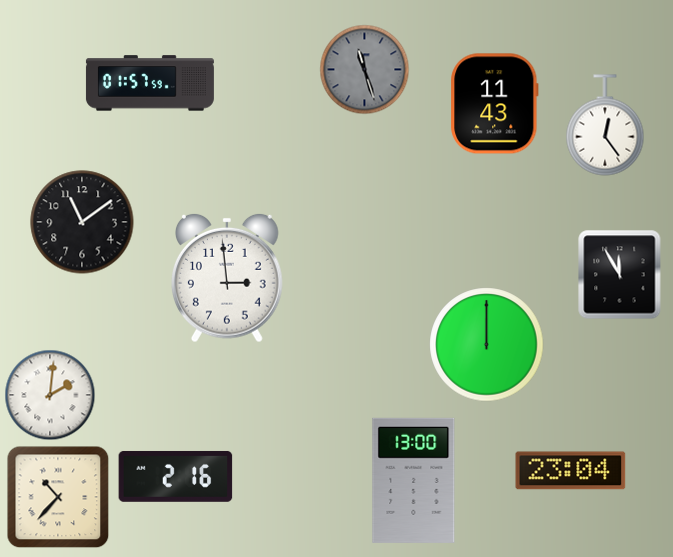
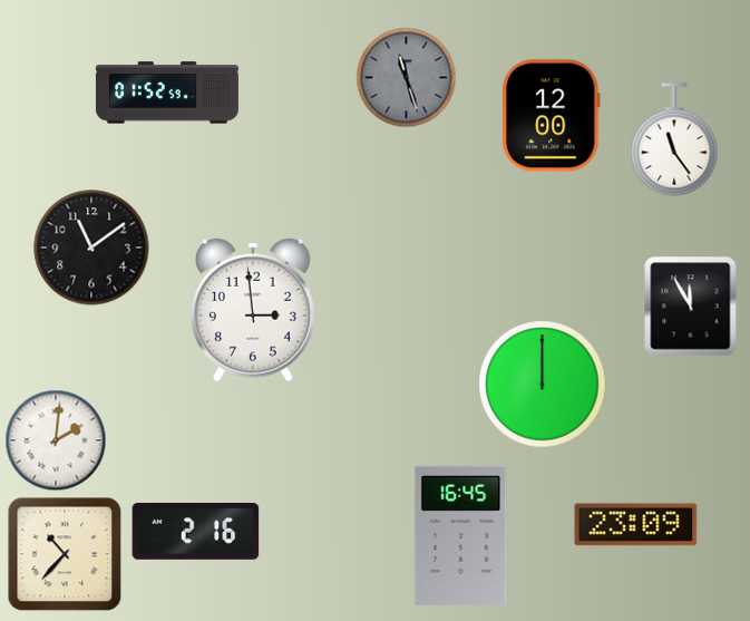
clock at (150, 83): 01:57 -> 01:52
clock at (495, 104): 11:43 -> 12:00
clock at (605, 125): 12:24 -> 11:24
clock at (571, 471): 23:04 -> 23:09
clock at (414, 480): 13:00 -> 16:45
